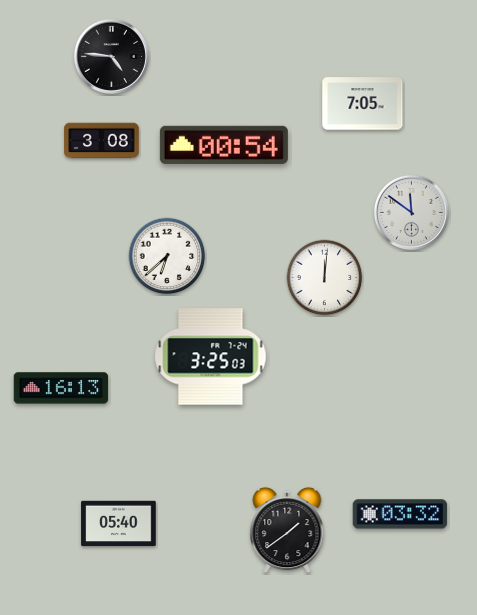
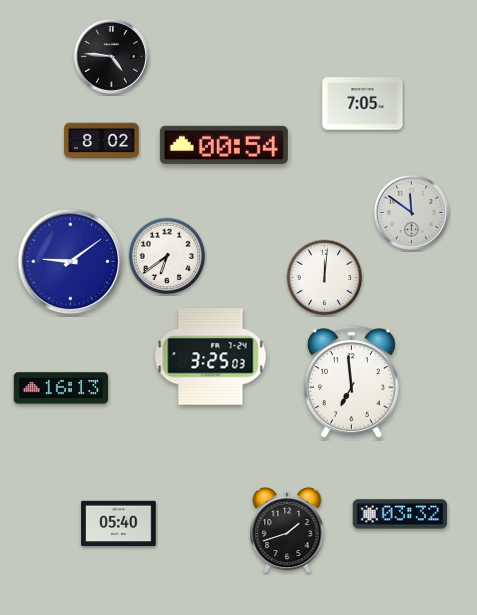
clock at (102, 141): 3:08 -> 8:02
clock at (167, 256): 6:38 -> 6:39
clock at (71, 262): none -> 9:09
clock at (351, 382): none -> 6:59
clock at (287, 530): 1:39 -> 1:42
